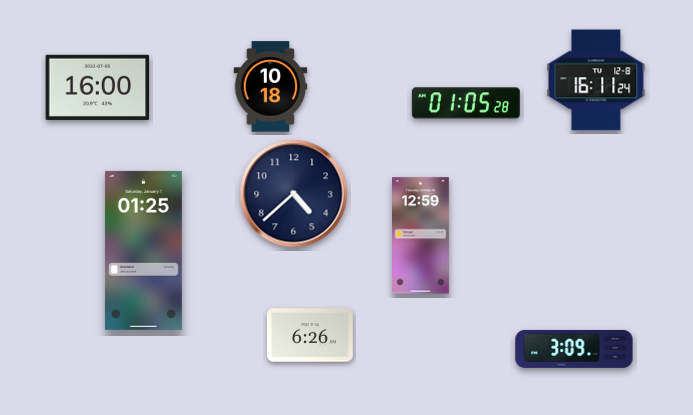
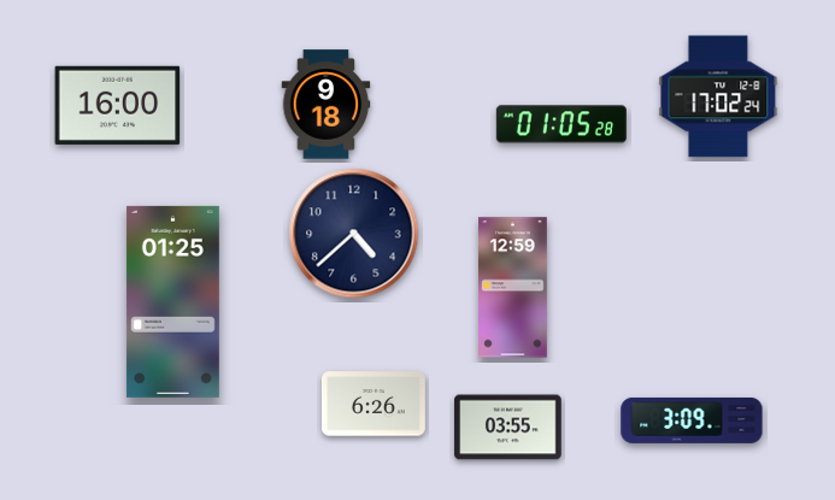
clock at (596, 80): 16:11 -> 17:02
clock at (271, 87): 10:18 -> 9:18
clock at (421, 236) position: (421, 236) -> (513, 288)
clock at (508, 428): none -> 03:55
